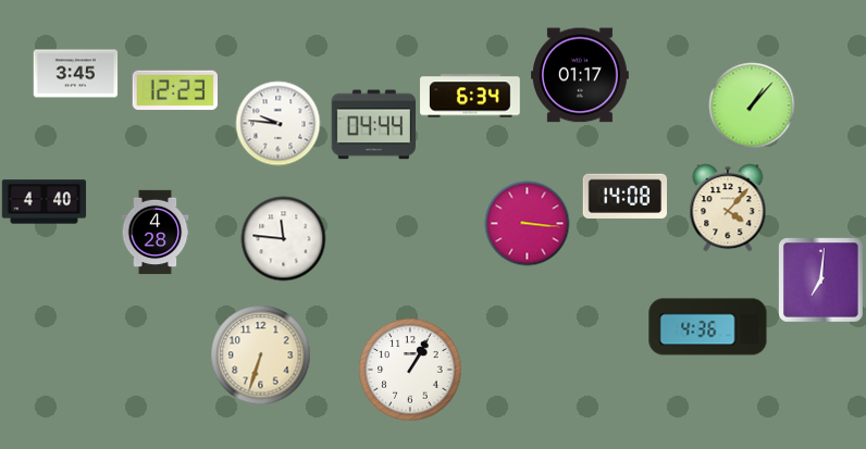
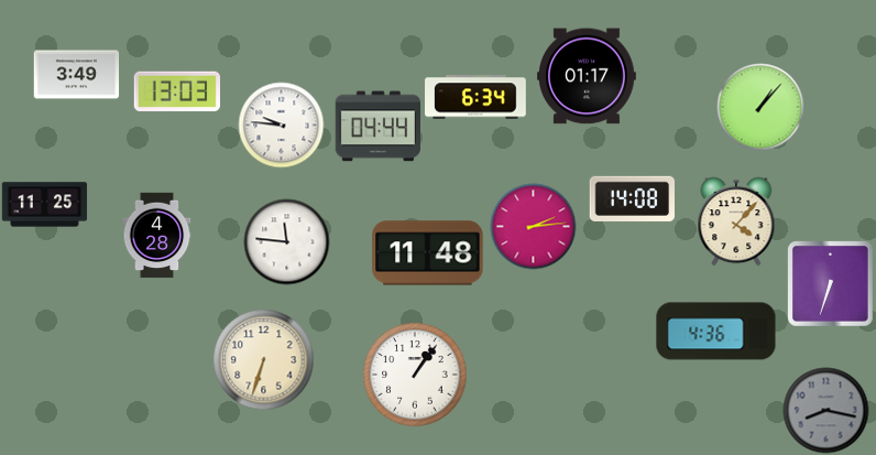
clock at (75, 74): 3:45 -> 3:49
clock at (174, 90): 12:23 -> 13:03
clock at (44, 202): 4:40 -> 11:25
clock at (728, 208) position: (728, 208) -> (736, 221)
clock at (527, 223): 3:16 -> 2:14
clock at (428, 253): none -> 11:48
clock at (820, 279): 7:01 -> 6:33
clock at (410, 370): 1:05 -> 1:06
clock at (825, 410): none -> 8:17
